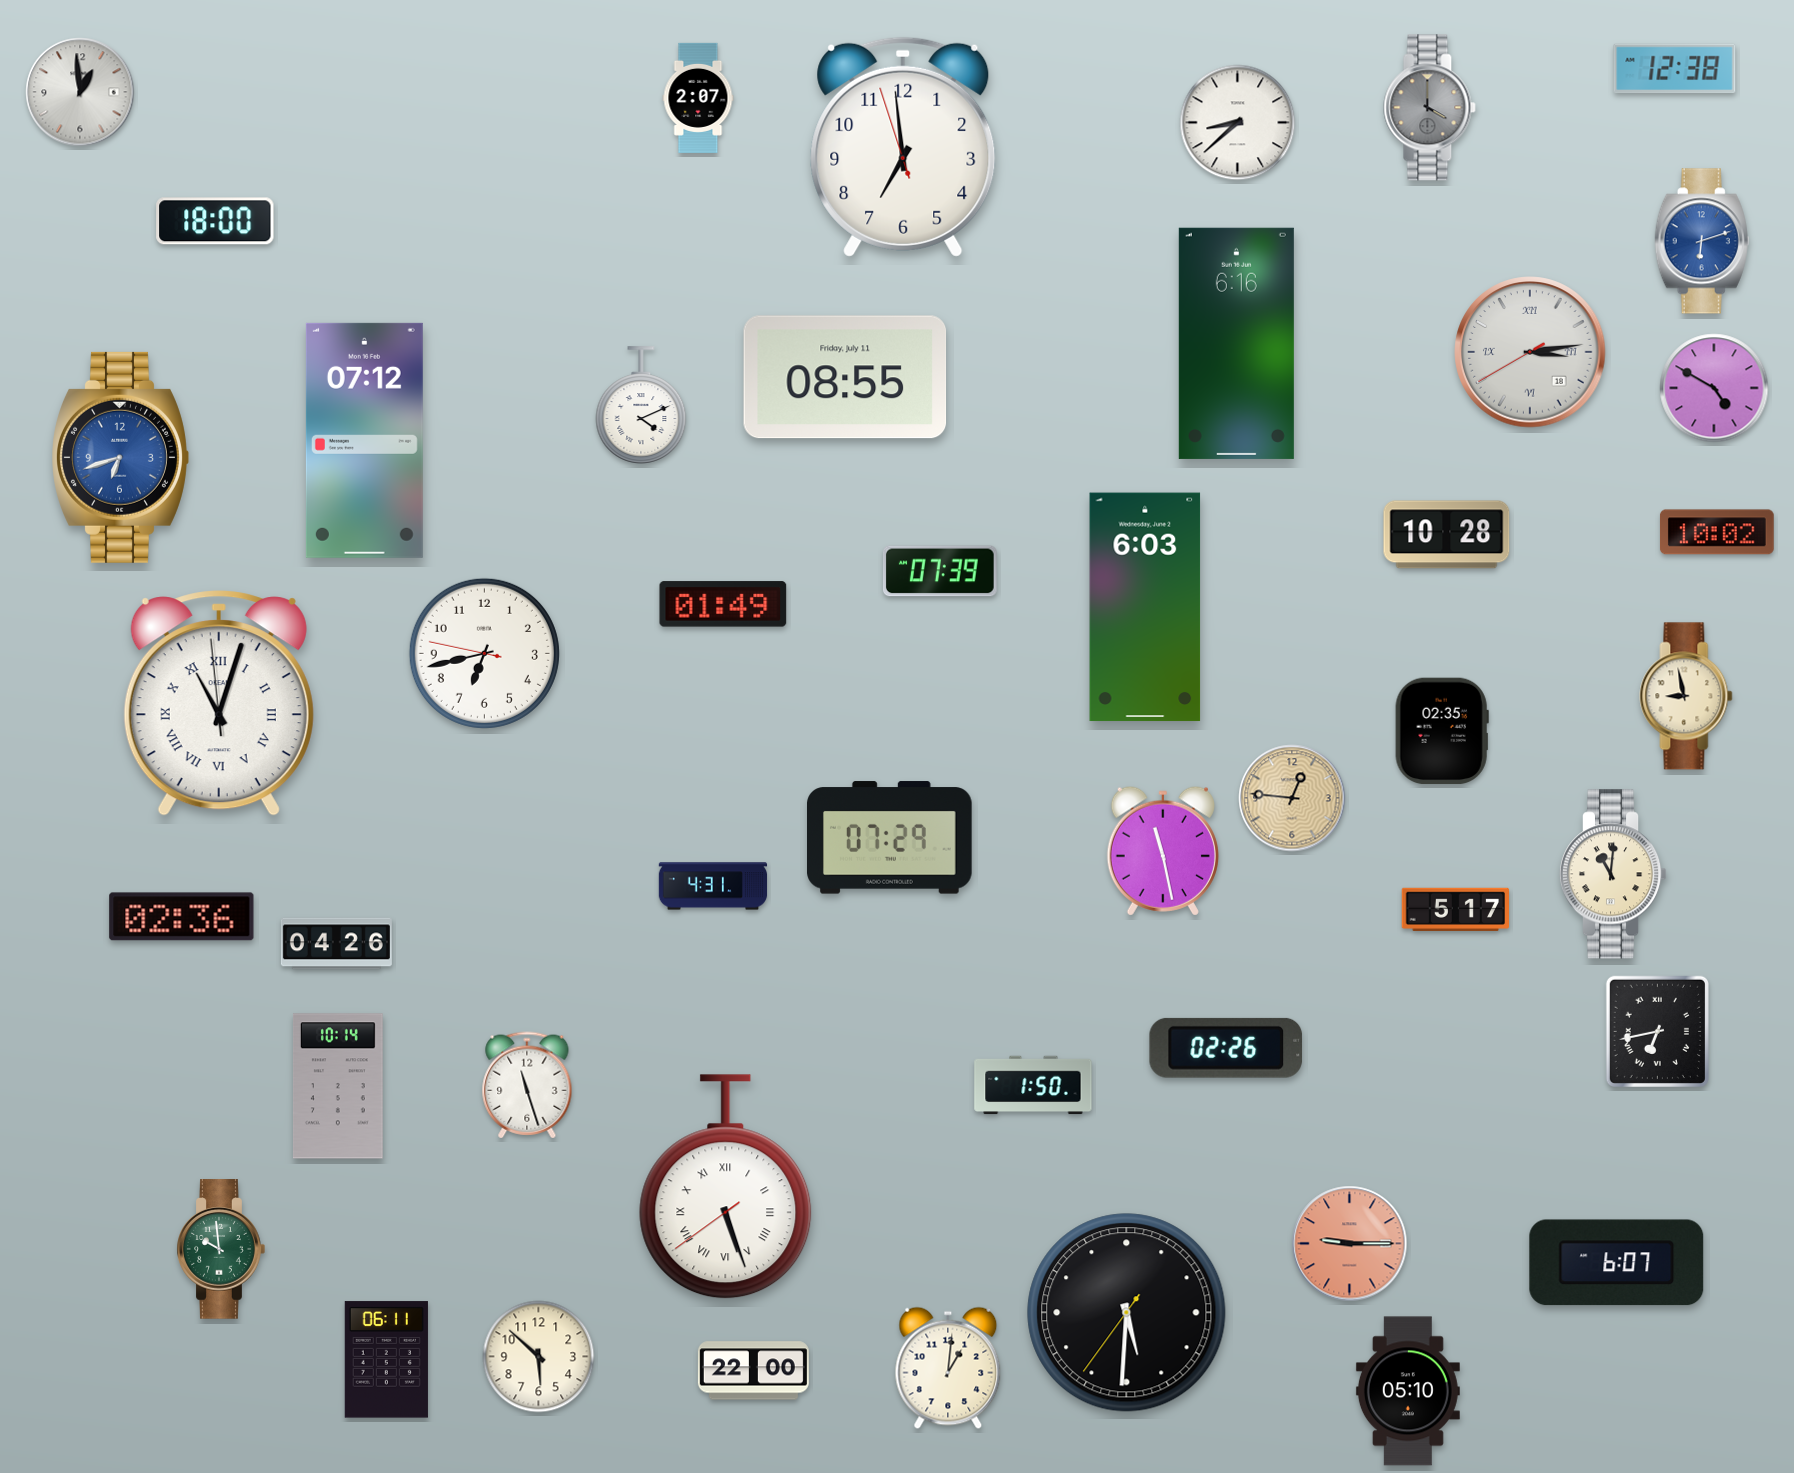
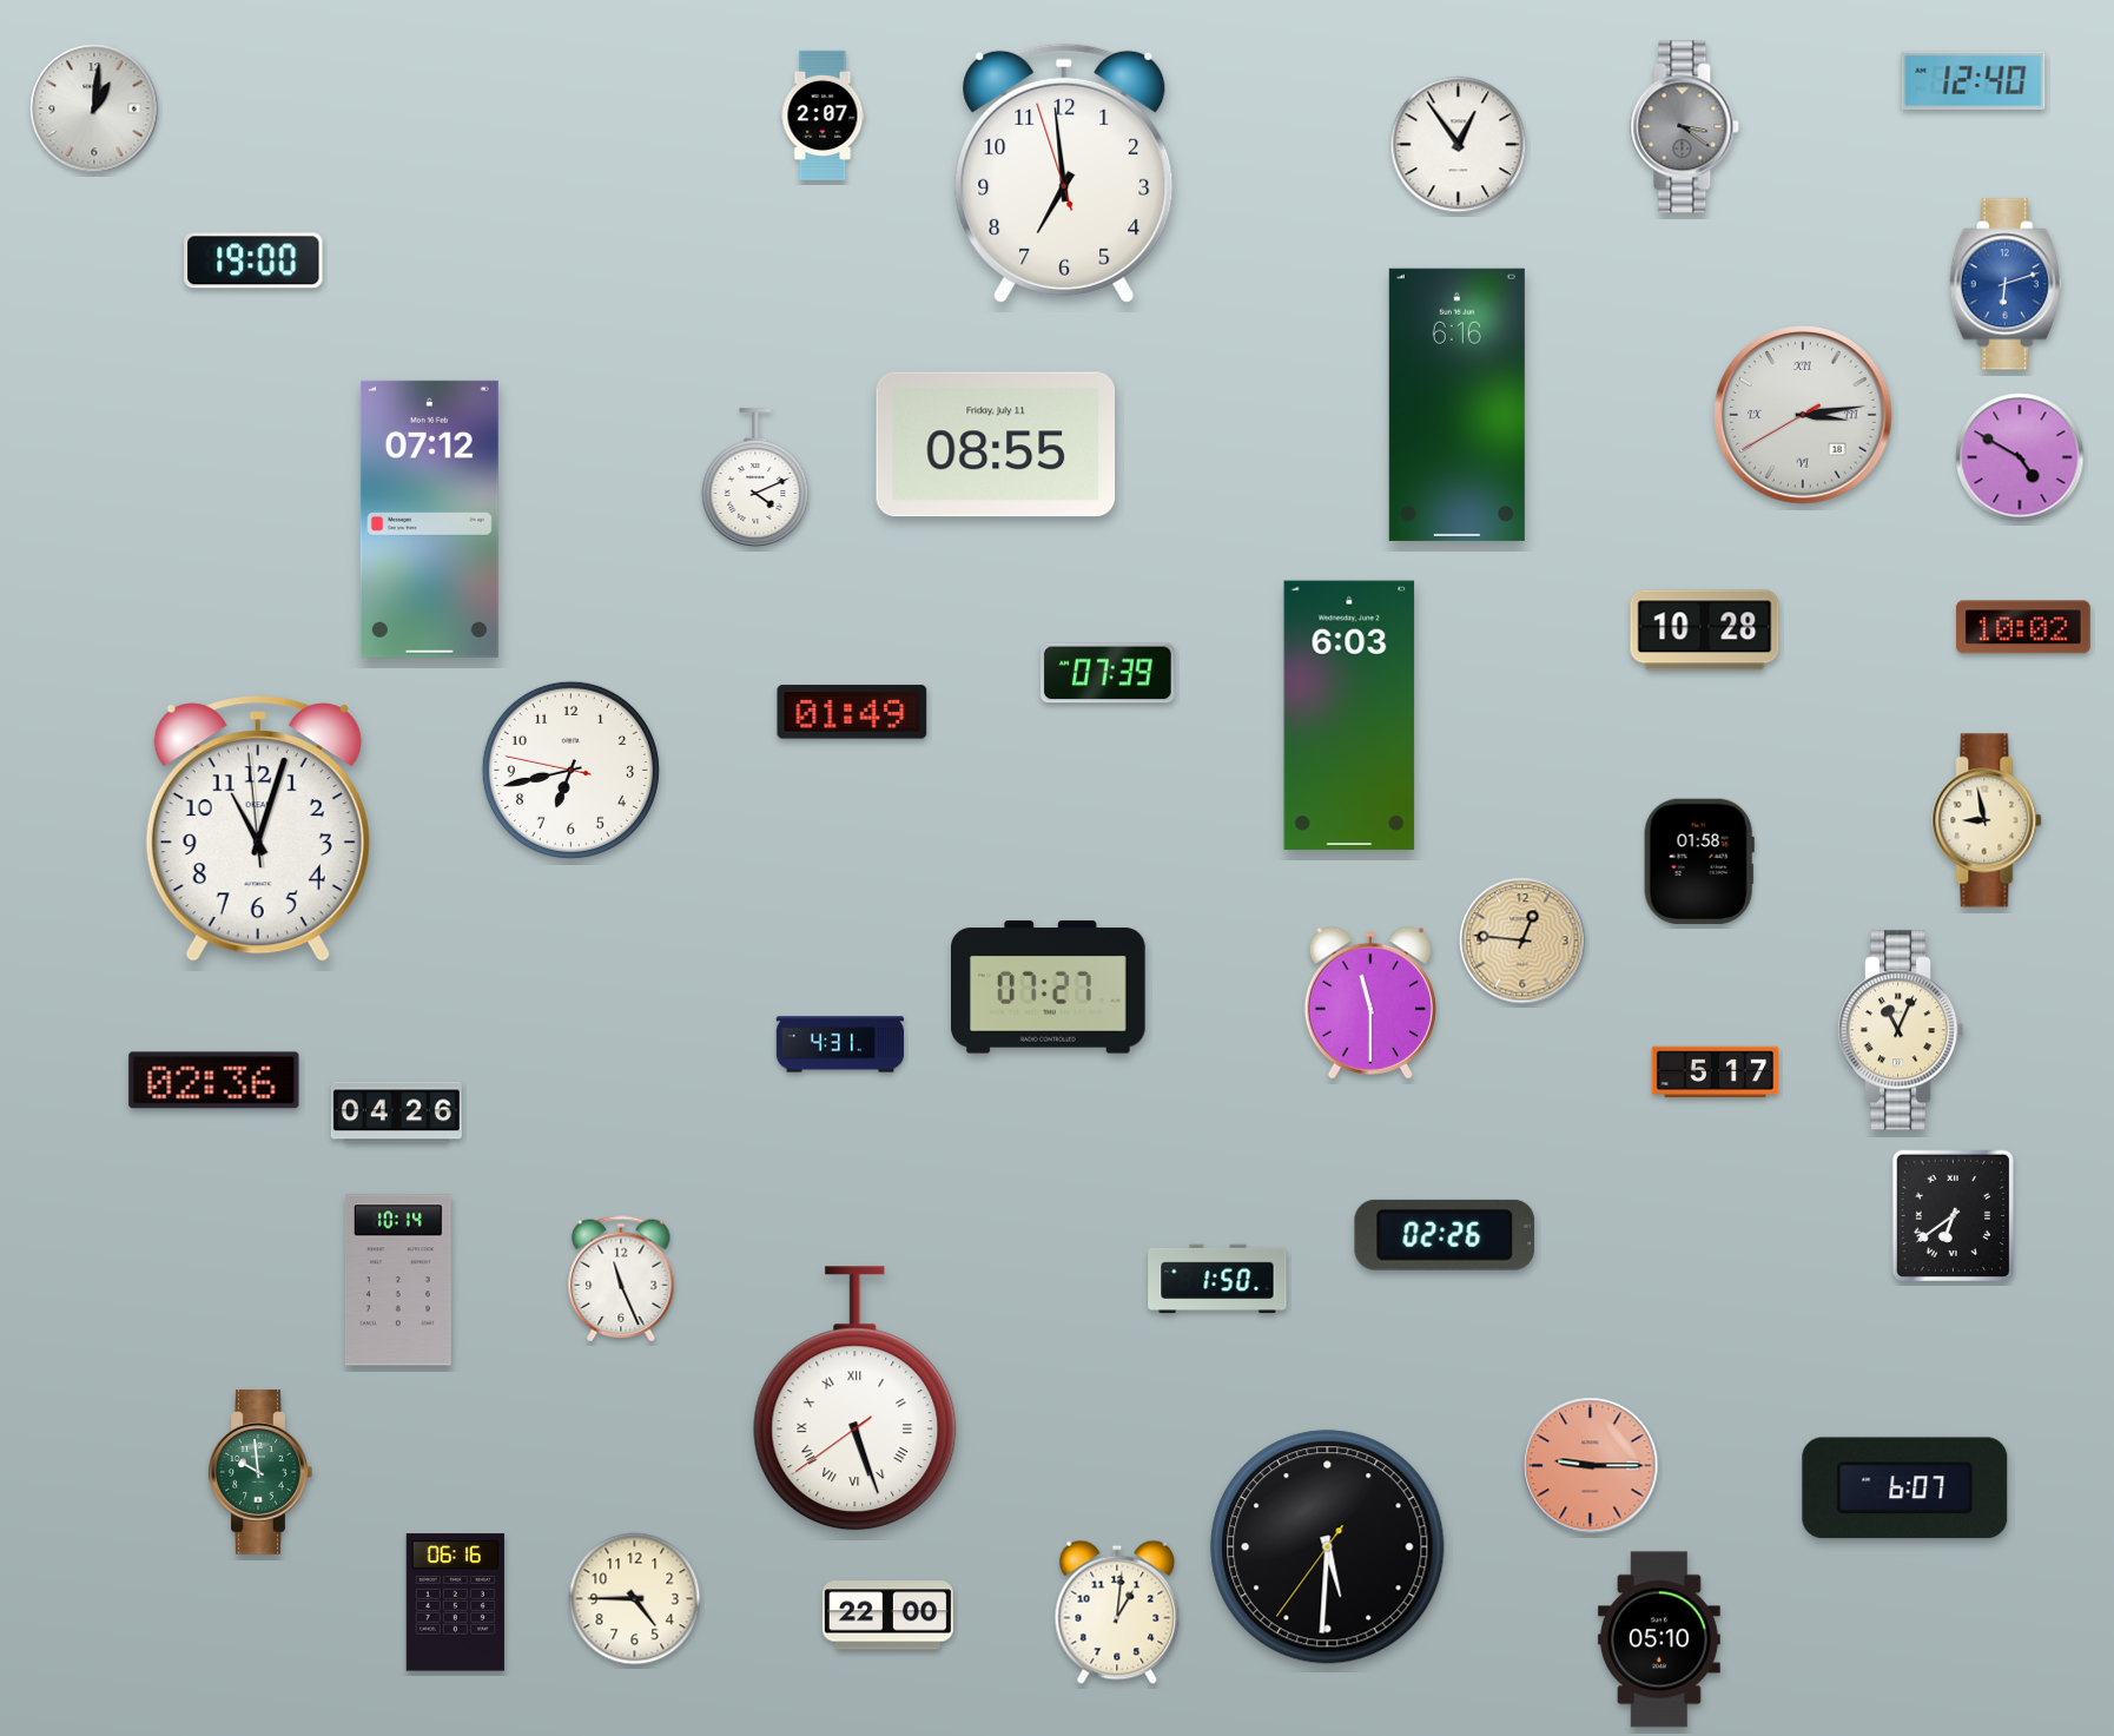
clock at (1675, 69): 12:38 -> 12:40
clock at (80, 92): 12:59 -> 1:01
clock at (1430, 108): 4:00 -> 3:21
clock at (1238, 123): 8:38 -> 12:54
clock at (215, 221): 18:00 -> 19:00
clock at (120, 457): 6:42 -> none
clock at (219, 703) numerals: Roman -> Arabic
clock at (1442, 731): 02:35 -> 01:58
clock at (890, 838): 07:29 -> 07:27
clock at (1163, 851): 11:28 -> 11:30
clock at (1613, 874): 11:01 -> 11:04
clock at (1657, 1031): 6:43 -> 6:39
clock at (527, 1085): 11:27 -> 11:26
clock at (539, 1357): 5:52 -> 4:45
clock at (386, 1360): 06:11 -> 06:16
